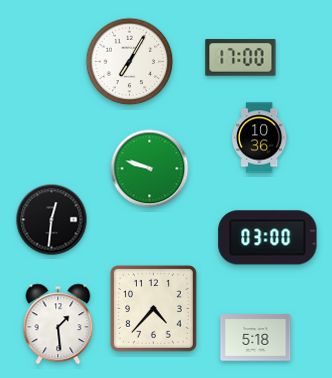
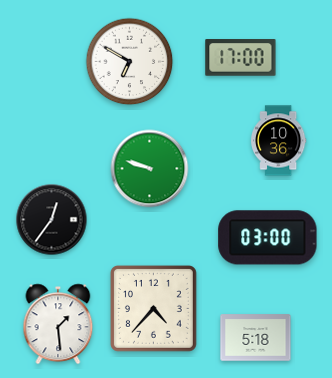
clock at (130, 62): 7:05 -> 6:50
clock at (259, 138) position: (259, 138) -> (278, 141)
clock at (52, 220): 12:31 -> 12:36
